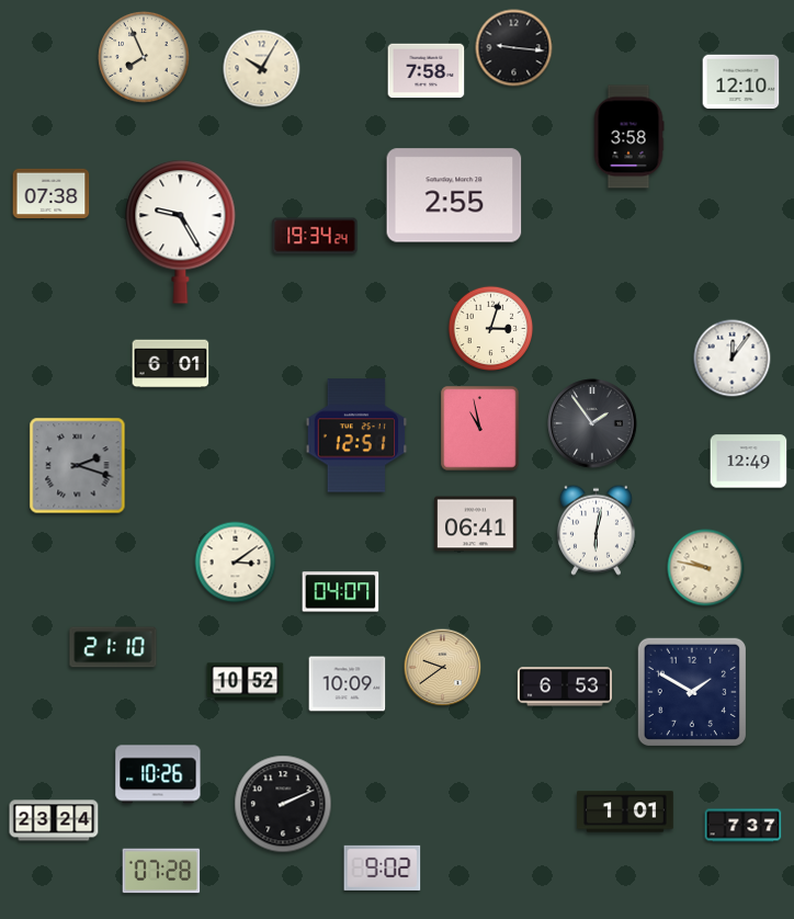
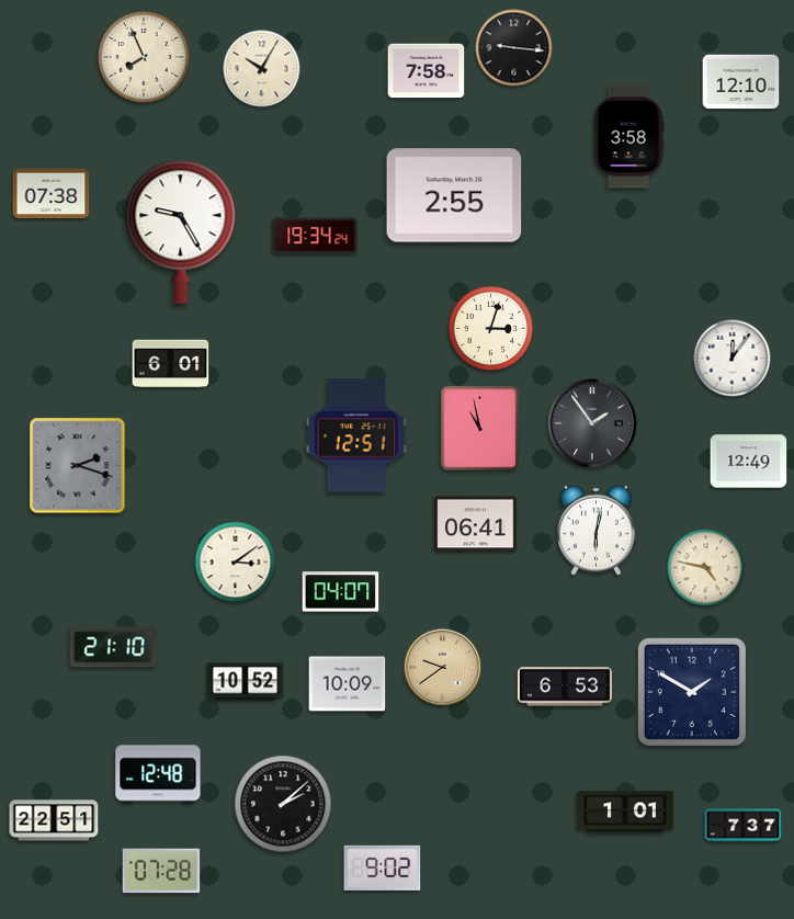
clock at (706, 568): 9:47 -> 4:47
clock at (158, 774): 10:26 -> 12:48
clock at (283, 804): 2:11 -> 2:08
clock at (54, 820): 23:24 -> 22:51
